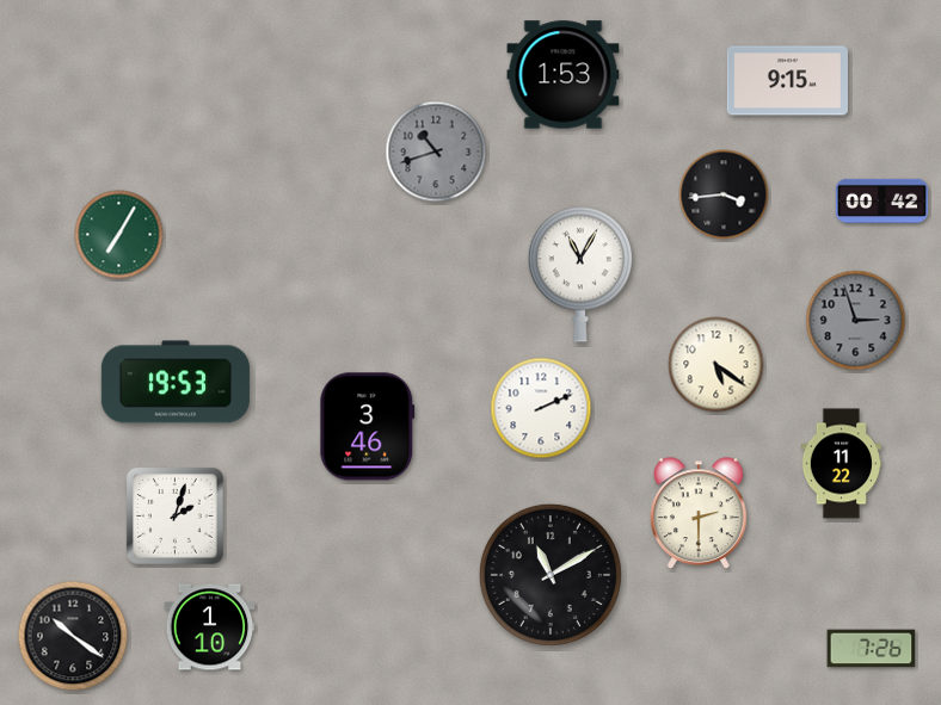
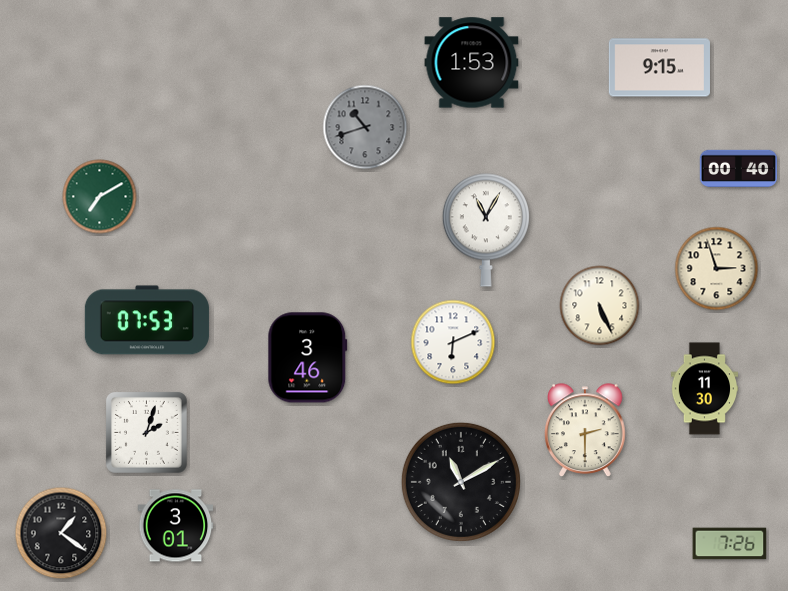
clock at (724, 194): 3:44 -> none
clock at (882, 200): 00:42 -> 00:40
clock at (119, 235): 7:05 -> 7:10
clock at (856, 321) dial: grey -> cream
clock at (716, 365): 5:21 -> 5:26
clock at (176, 382): 19:53 -> 07:53
clock at (541, 408): 2:11 -> 6:11
clock at (842, 464): 11:22 -> 11:30
clock at (210, 627): 1:10 -> 3:01
clock at (73, 636): 10:21 -> 1:21
